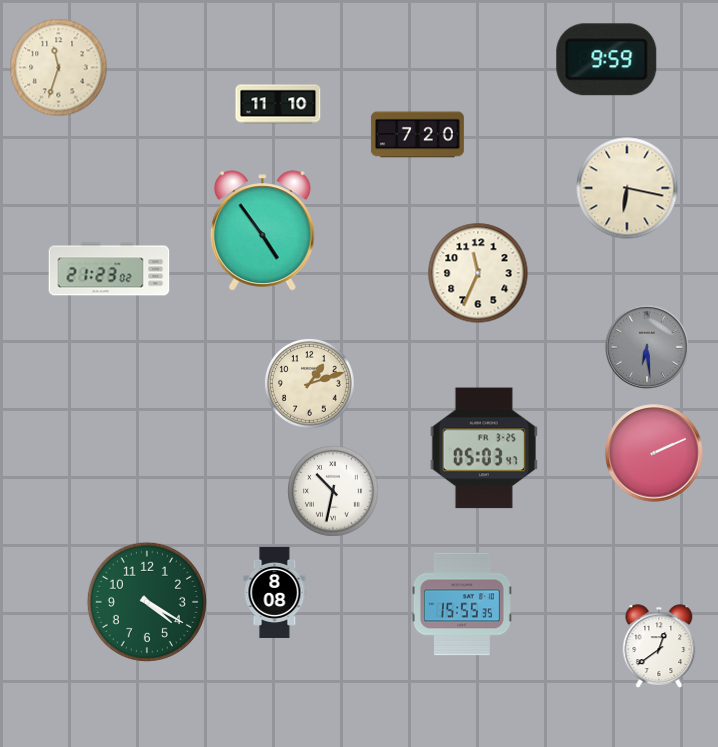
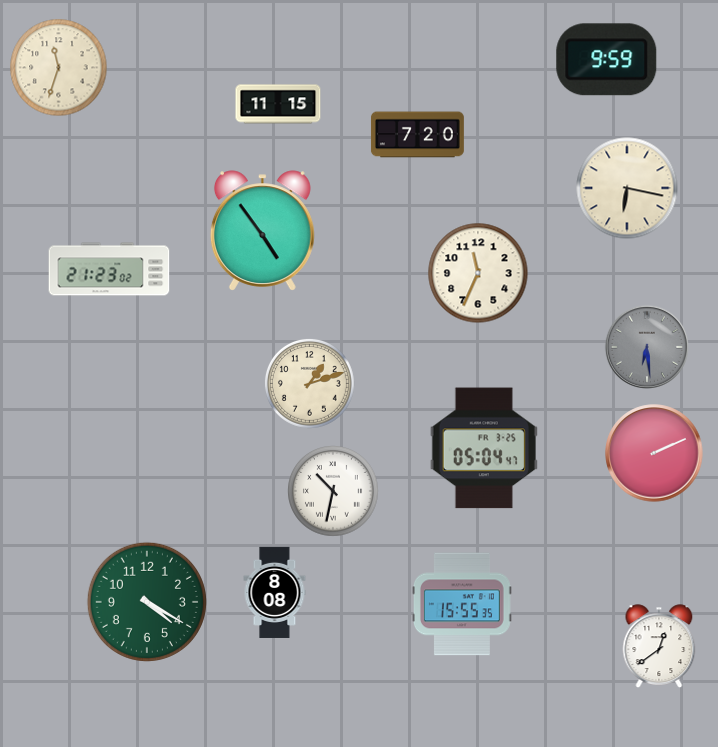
clock at (278, 104): 11:10 -> 11:15
clock at (484, 448): 05:03 -> 05:04
